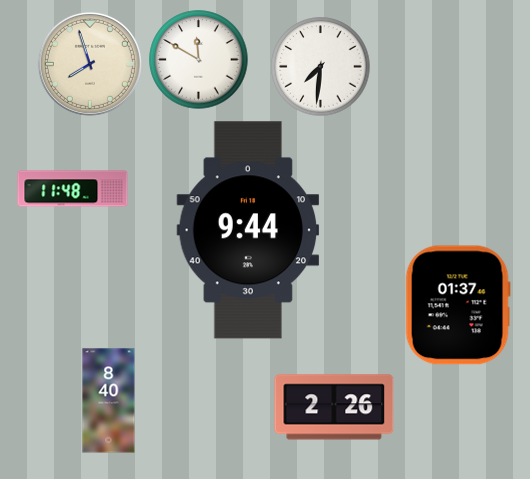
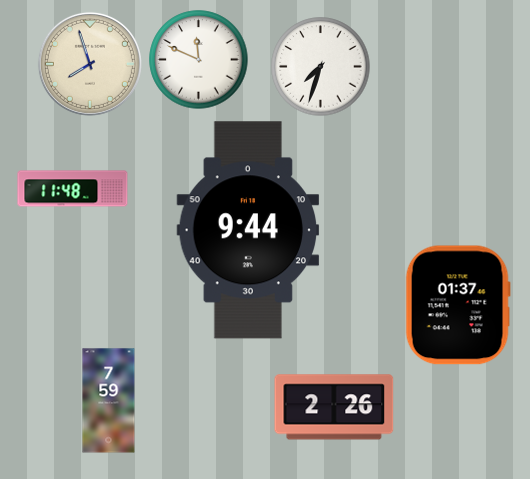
clock at (199, 60): 11:50 -> 11:49
clock at (321, 67): 7:31 -> 7:33
clock at (109, 401): 8:40 -> 7:59
